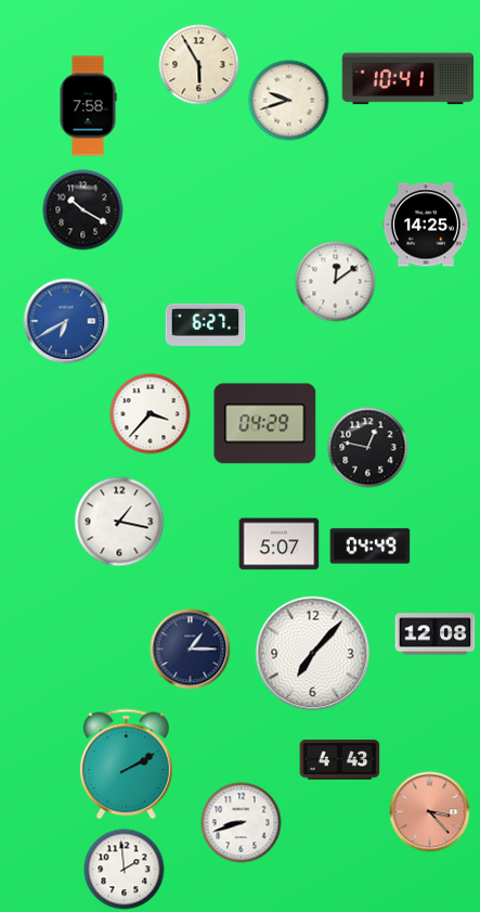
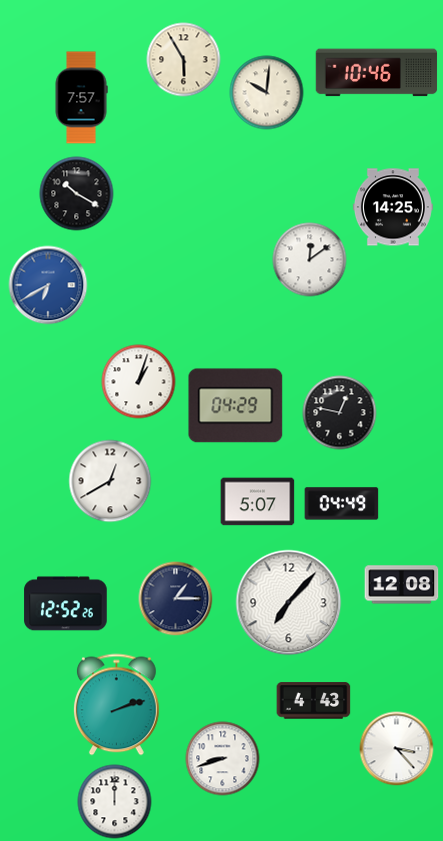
clock at (408, 79): 10:41 -> 10:46
clock at (289, 101): 9:42 -> 10:01
clock at (88, 106): 7:58 -> 7:57
clock at (66, 321) position: (66, 321) -> (48, 285)
clock at (206, 324): 6:27 -> none
clock at (151, 414): 3:37 -> 1:03
clock at (265, 424) position: (265, 424) -> (236, 406)
clock at (119, 522): 1:17 -> 12:40
clock at (66, 604): none -> 12:52
clock at (126, 765): 2:10 -> 2:12
clock at (430, 812) dial: salmon -> white
clock at (125, 870): 1:59 -> 12:00
